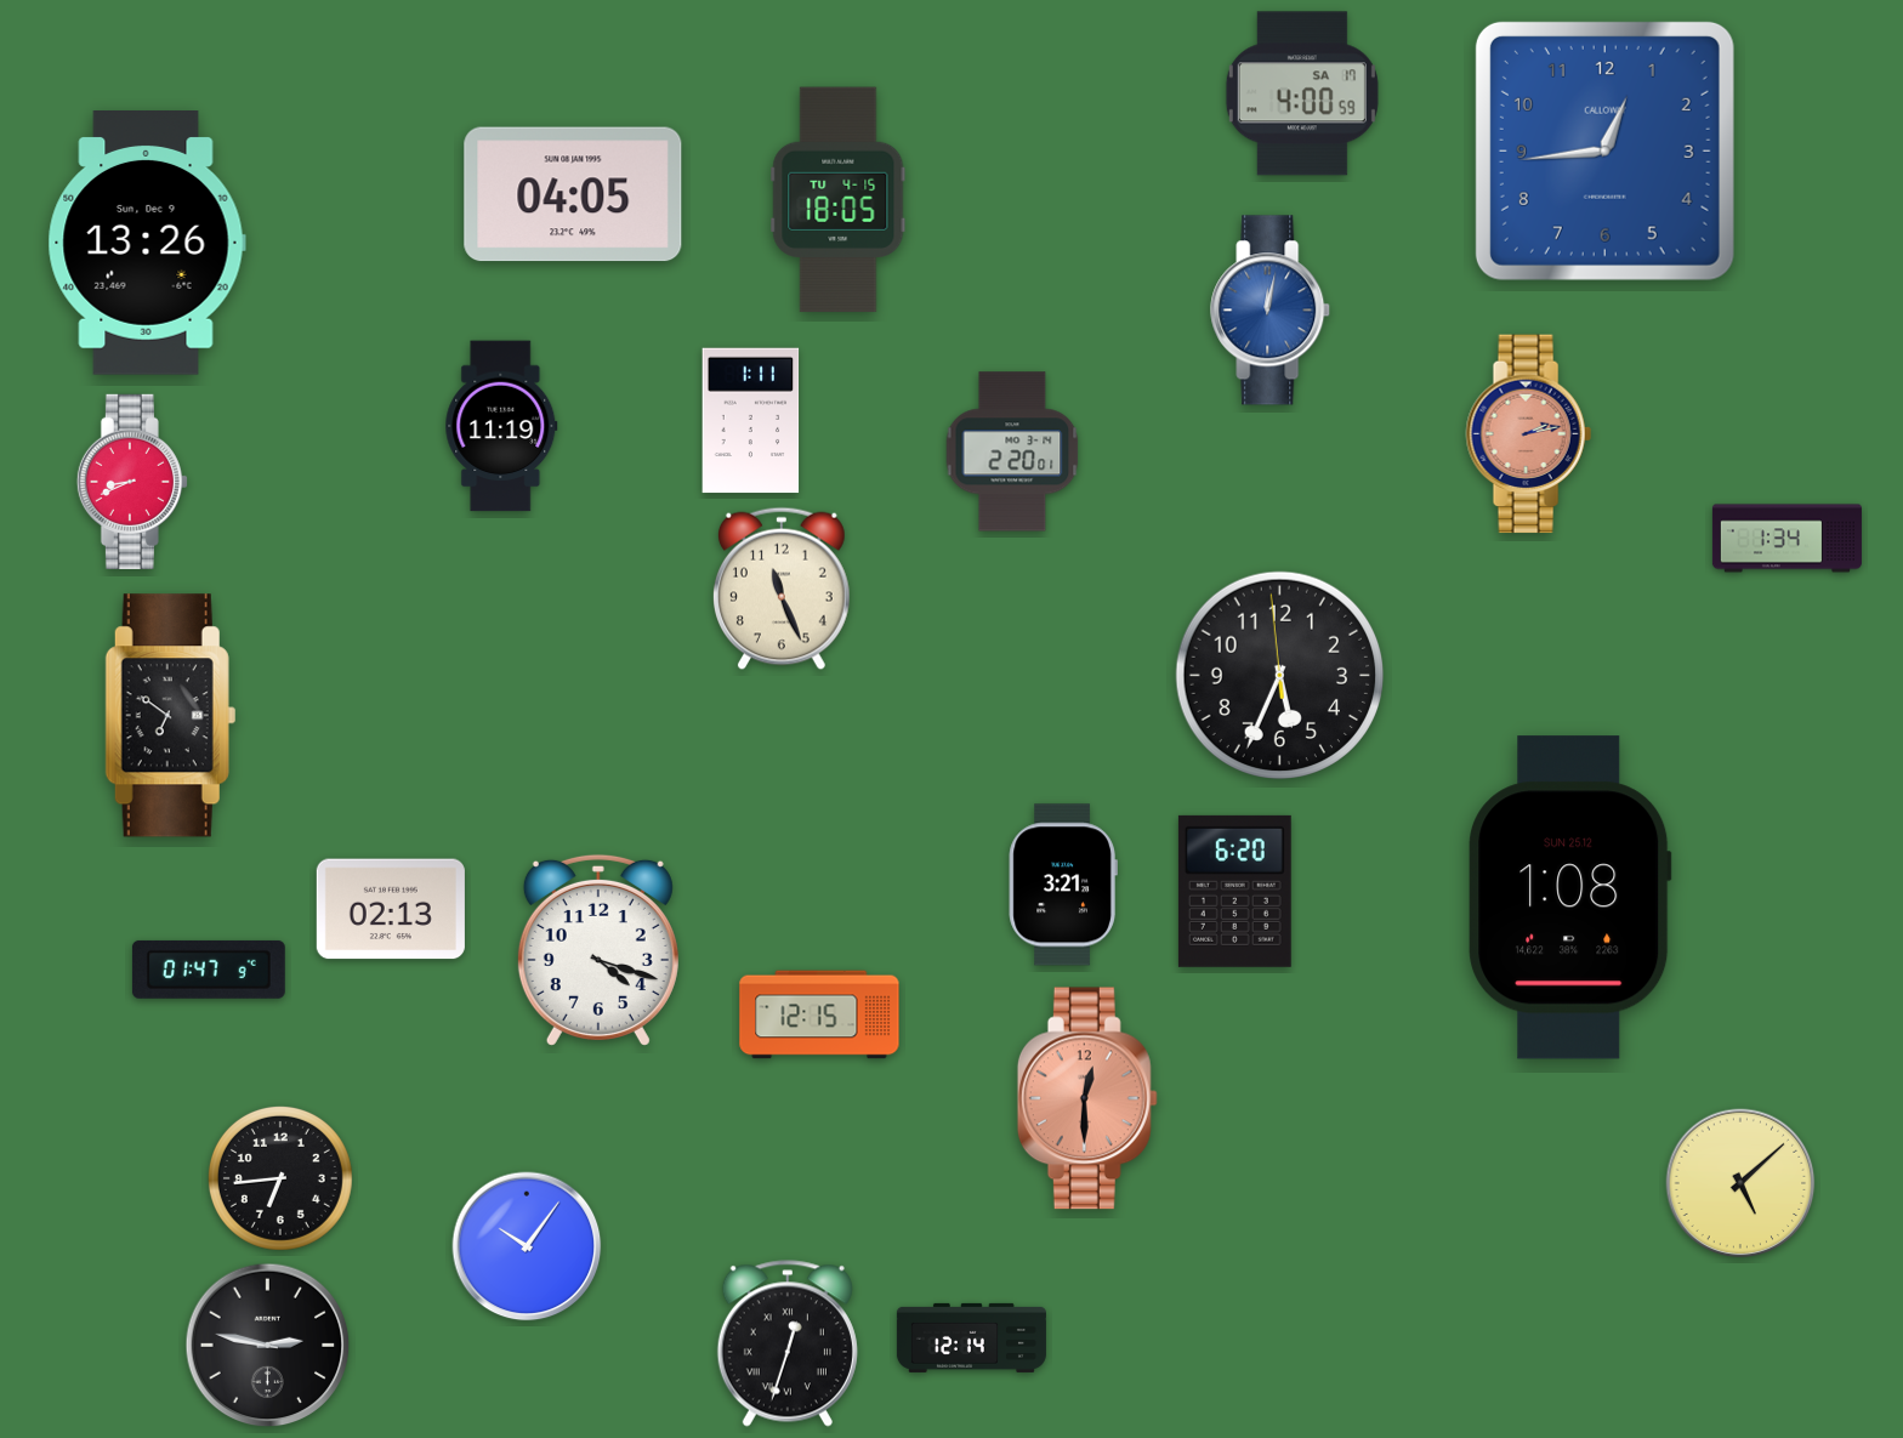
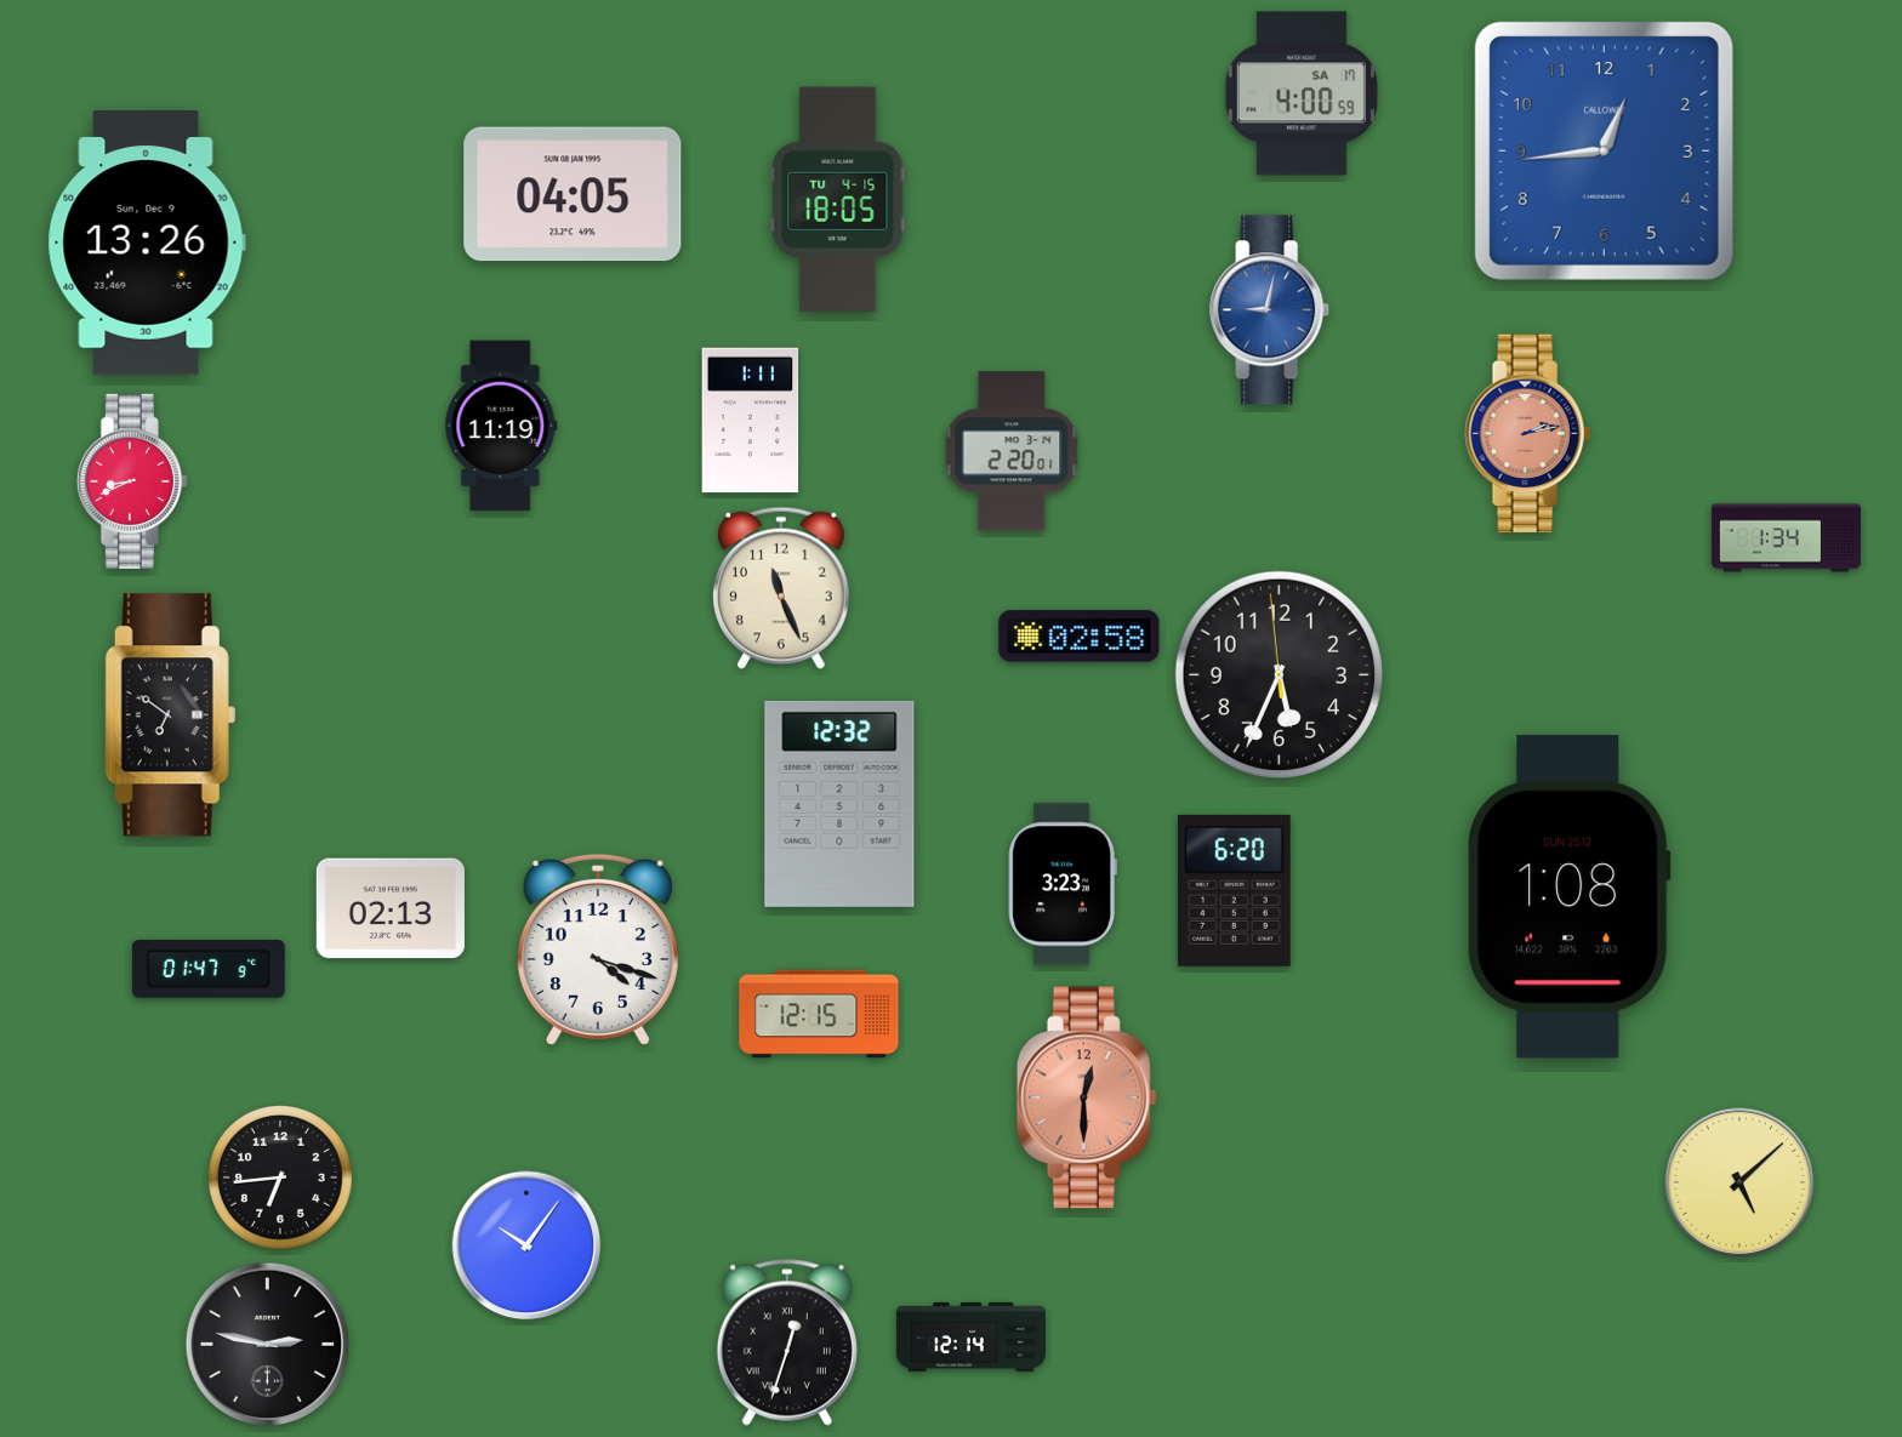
clock at (1271, 311): 12:02 -> 9:02
clock at (1080, 637): none -> 02:58
clock at (839, 804): none -> 12:32
clock at (1063, 885): 3:21 -> 3:23
